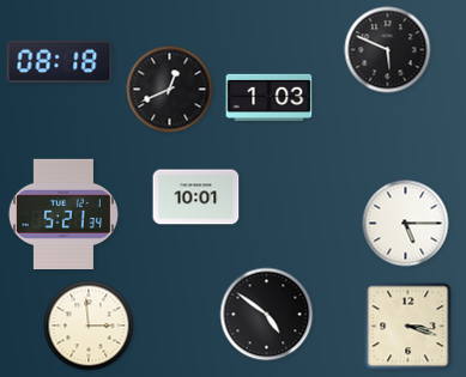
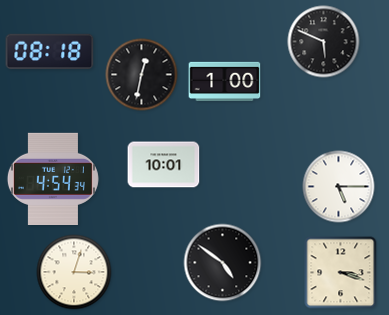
clock at (170, 90): 12:41 -> 12:32
clock at (270, 97): 1:03 -> 1:00
clock at (63, 214): 5:21 -> 4:54
clock at (89, 326): 2:59 -> 3:03
